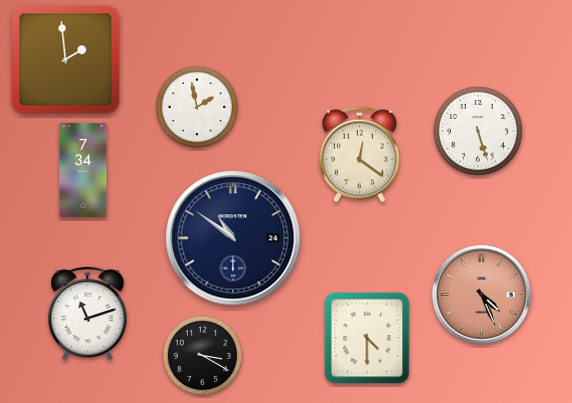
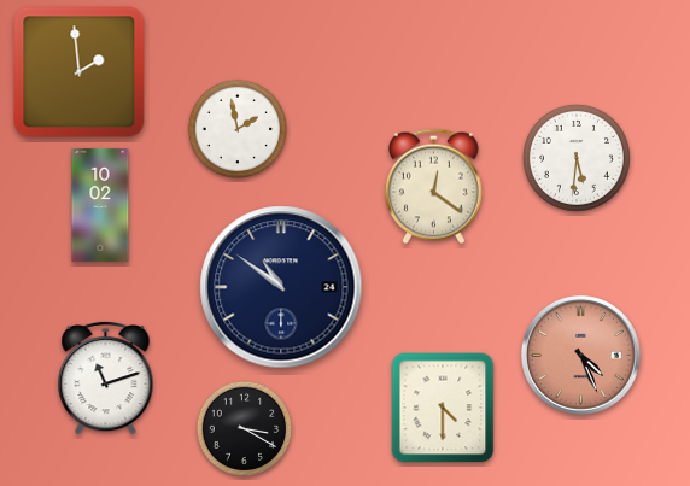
clock at (478, 131): 5:27 -> 5:31
clock at (83, 170): 7:34 -> 10:02
